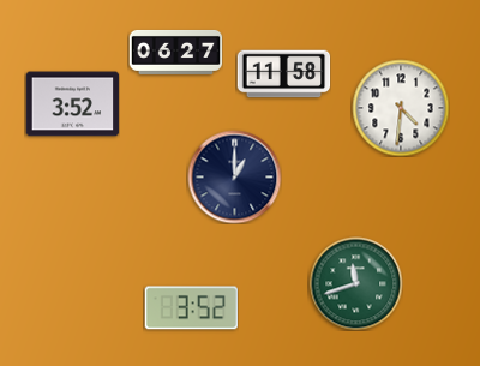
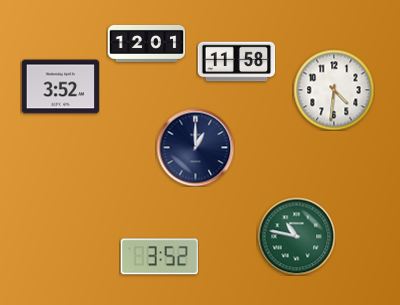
clock at (175, 52): 06:27 -> 12:01
clock at (355, 283): 11:42 -> 10:47
